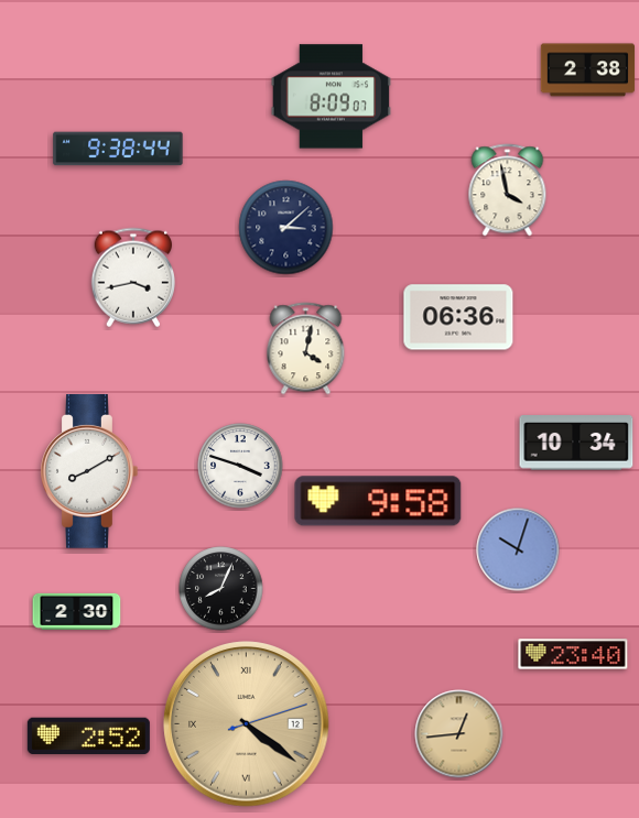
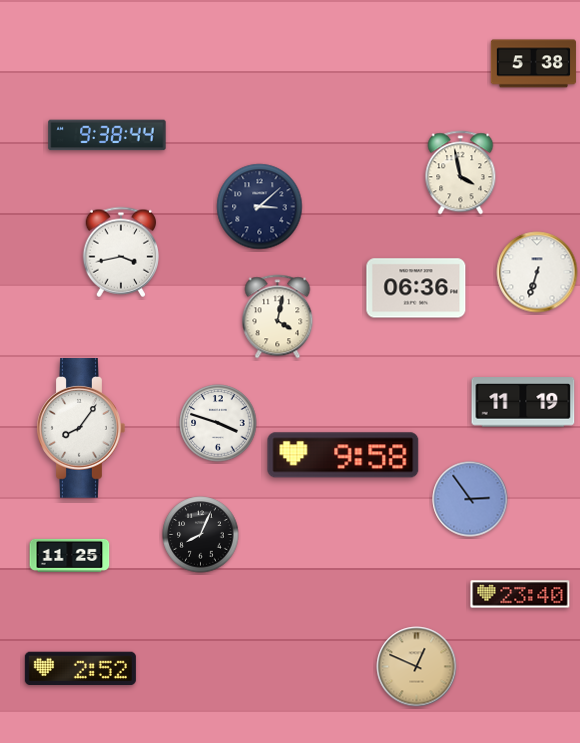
clock at (587, 70): 2:38 -> 5:38
clock at (331, 97): 8:09 -> none
clock at (537, 272): none -> 6:33
clock at (576, 443): 10:34 -> 11:19
clock at (89, 472): 8:10 -> 8:06
clock at (518, 549): 10:03 -> 2:54
clock at (77, 611): 2:30 -> 11:25
clock at (247, 724): 4:21 -> none
clock at (459, 734): 12:44 -> 12:49
